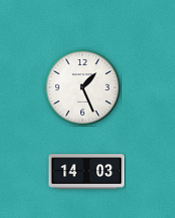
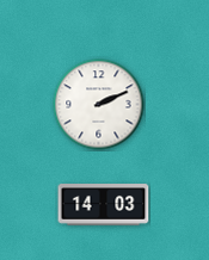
clock at (83, 88): 1:26 -> 2:11
